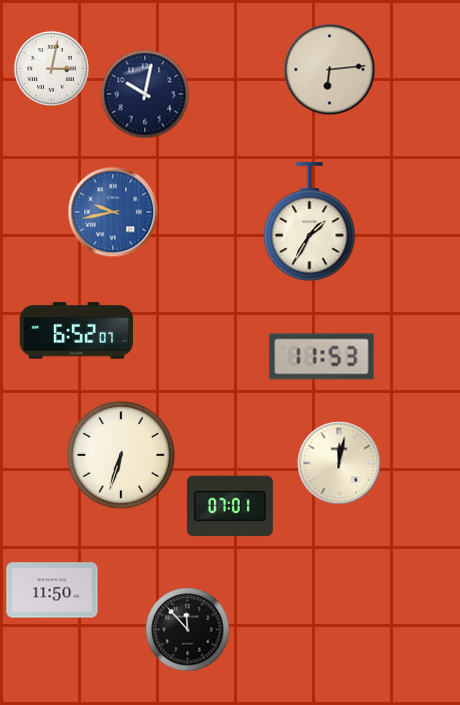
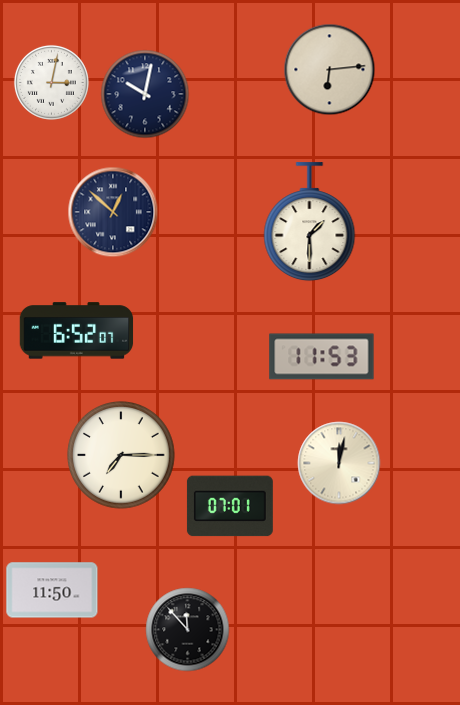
clock at (51, 68) position: (51, 68) -> (51, 82)
clock at (113, 212): 9:43 -> 12:52
clock at (113, 212) dial: blue -> navy
clock at (310, 222): 1:35 -> 1:30
clock at (122, 456): 6:33 -> 7:15
